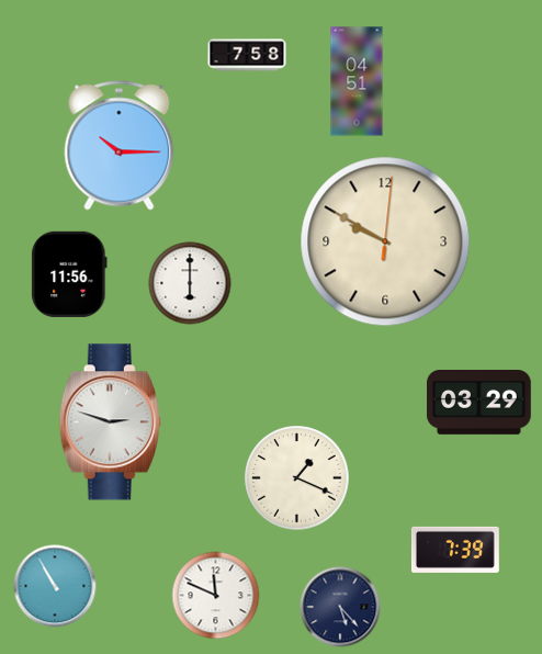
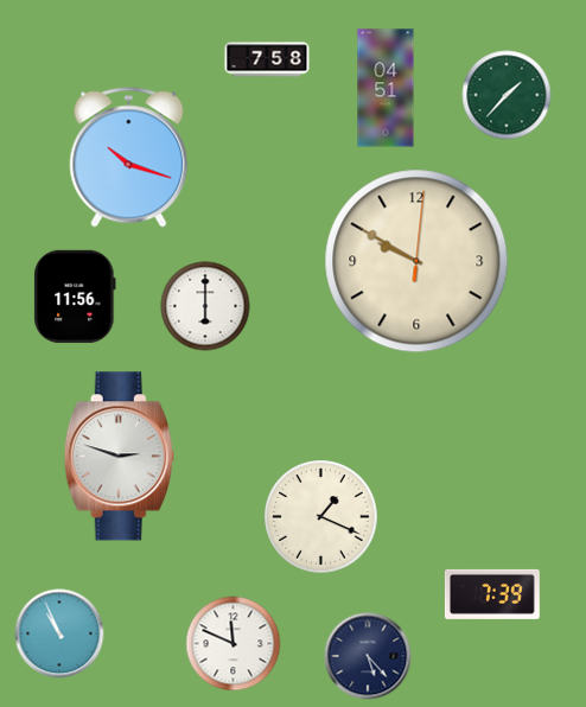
clock at (507, 95): none -> 1:37
clock at (120, 146): 10:15 -> 10:18
clock at (479, 403): 03:29 -> none
clock at (55, 586): 10:55 -> 10:56
